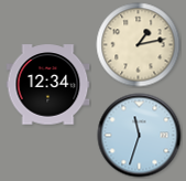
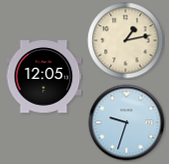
clock at (48, 85): 12:34 -> 12:05
clock at (140, 136): 11:33 -> 9:33
